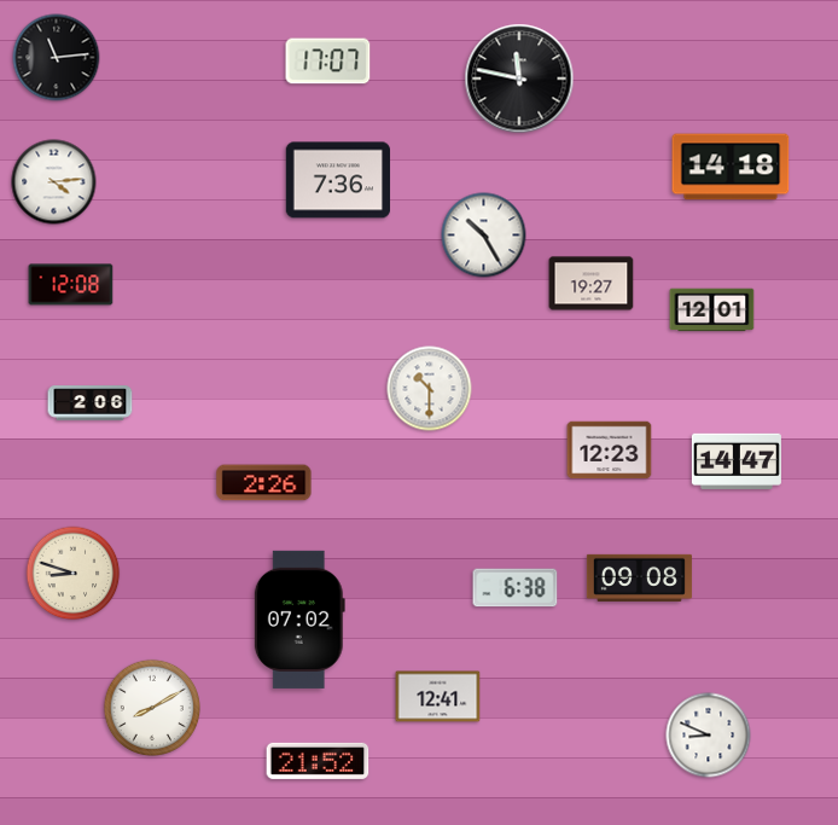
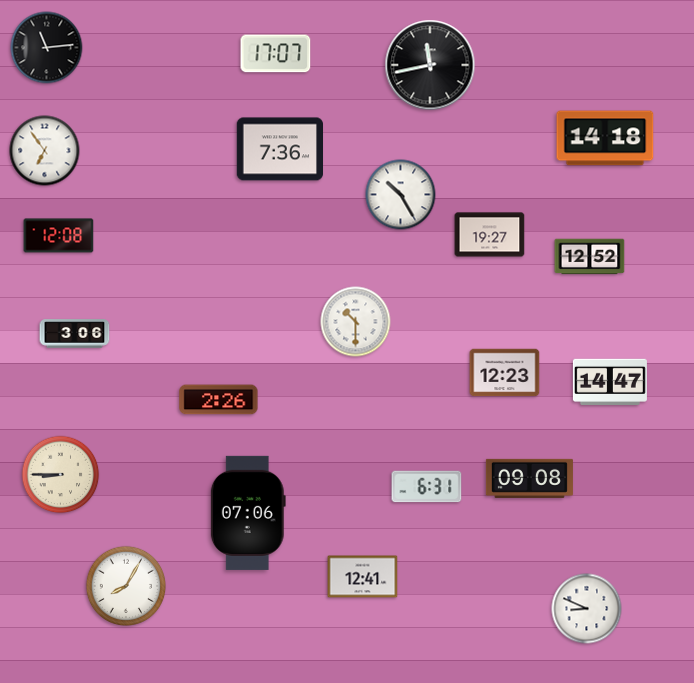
clock at (328, 62) position: (328, 62) -> (276, 54)
clock at (519, 79): 11:47 -> 11:43
clock at (54, 182): 4:14 -> 6:54
clock at (712, 310): 12:01 -> 12:52
clock at (91, 403): 2:06 -> 3:06
clock at (74, 574): 8:48 -> 8:45
clock at (516, 588): 6:38 -> 6:31
clock at (299, 620): 07:02 -> 07:06
clock at (151, 707): 8:10 -> 8:05
clock at (318, 761): 21:52 -> none
